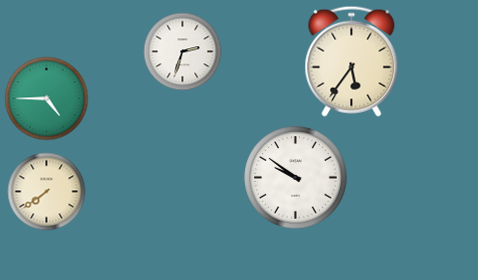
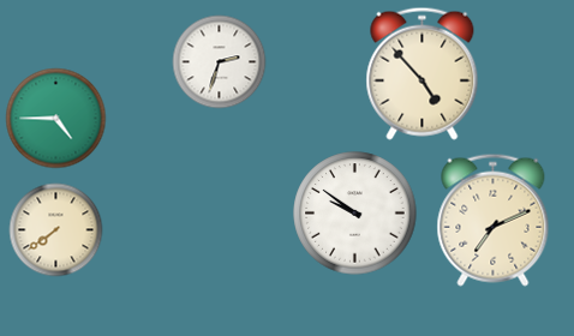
clock at (352, 61): 5:36 -> 4:53
clock at (494, 220): none -> 7:11
